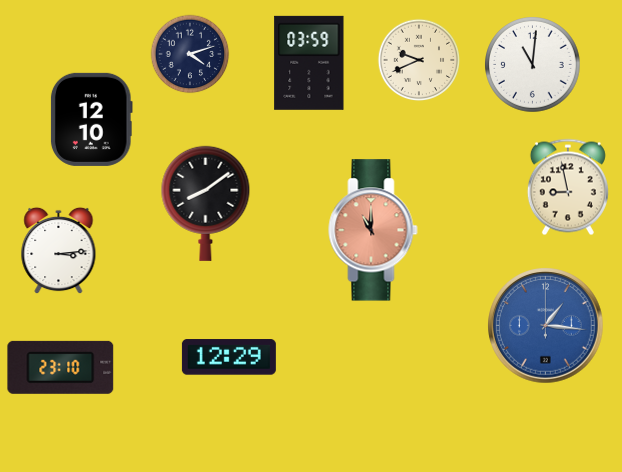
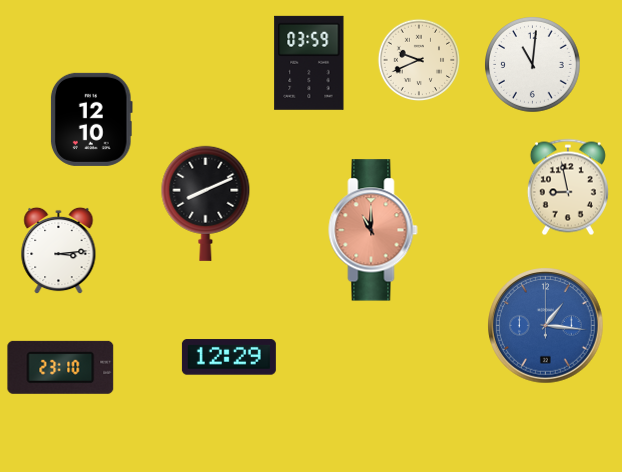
clock at (190, 54): 4:12 -> none
clock at (206, 203): 8:09 -> 8:11
